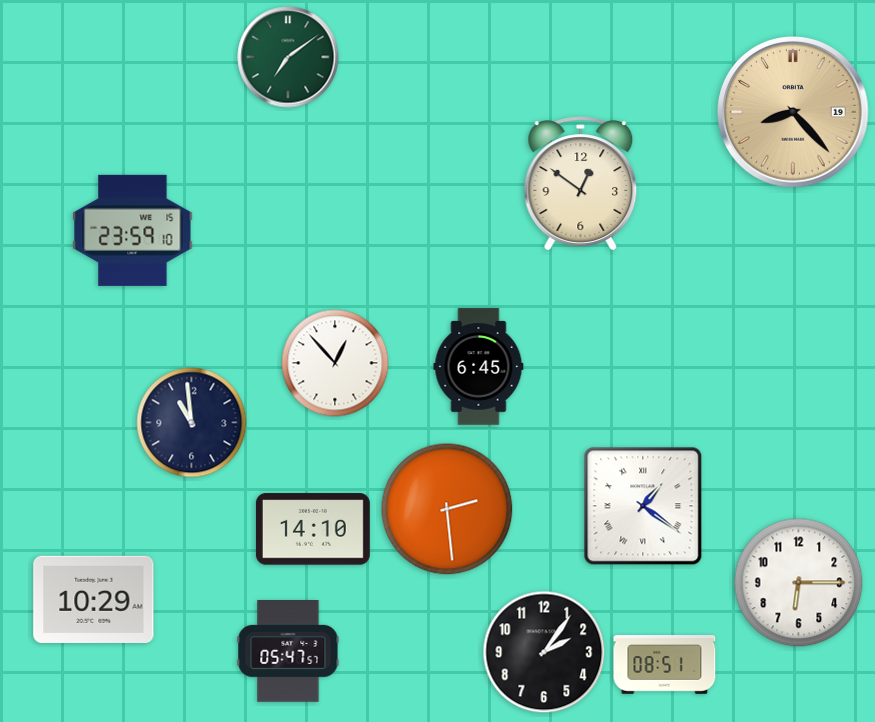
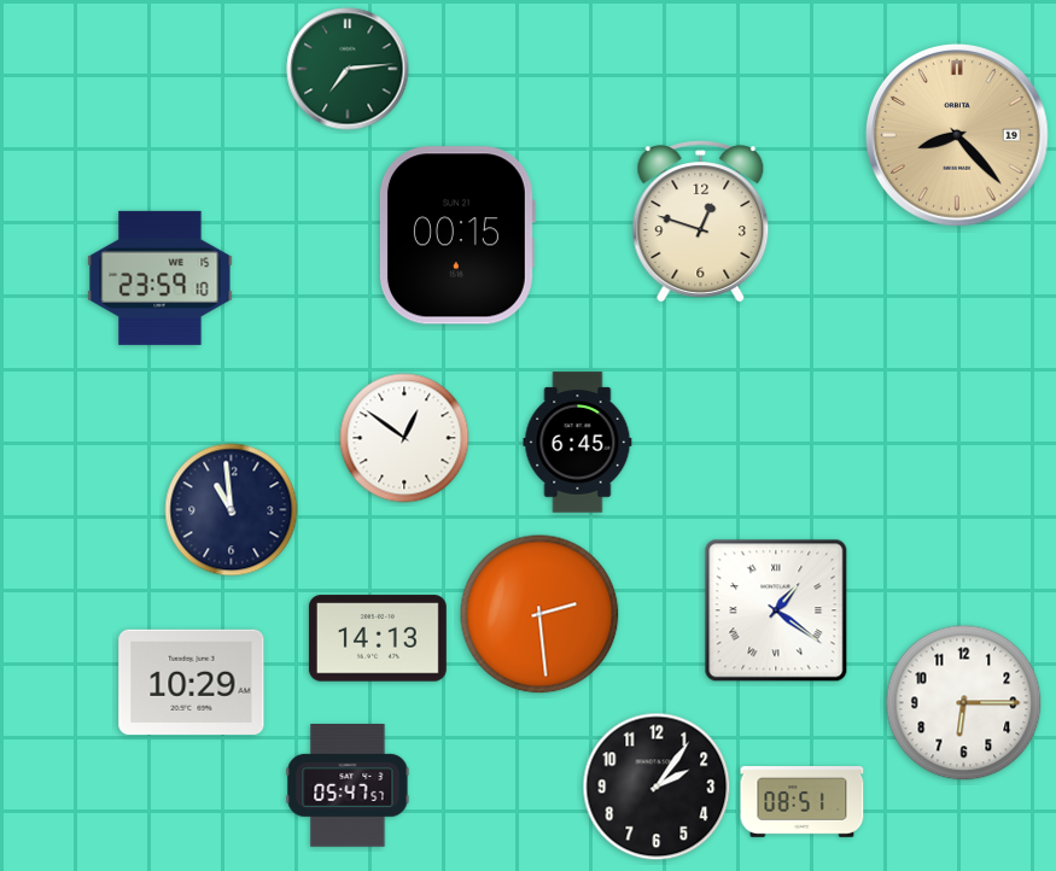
clock at (288, 57): 7:09 -> 7:14
clock at (581, 184): 12:51 -> 12:48
clock at (456, 235): none -> 00:15
clock at (335, 363): 12:53 -> 12:51
clock at (313, 529): 14:10 -> 14:13
clock at (94, 599) position: (94, 599) -> (192, 682)
